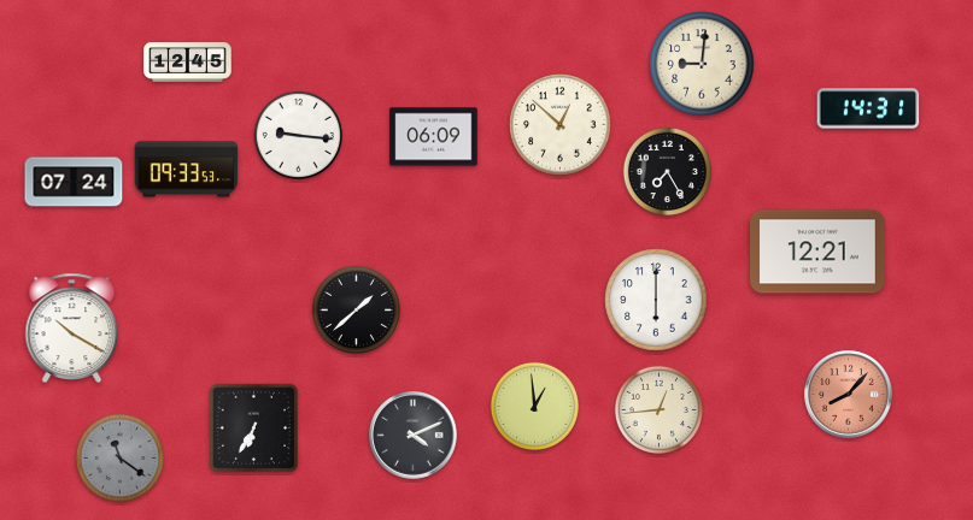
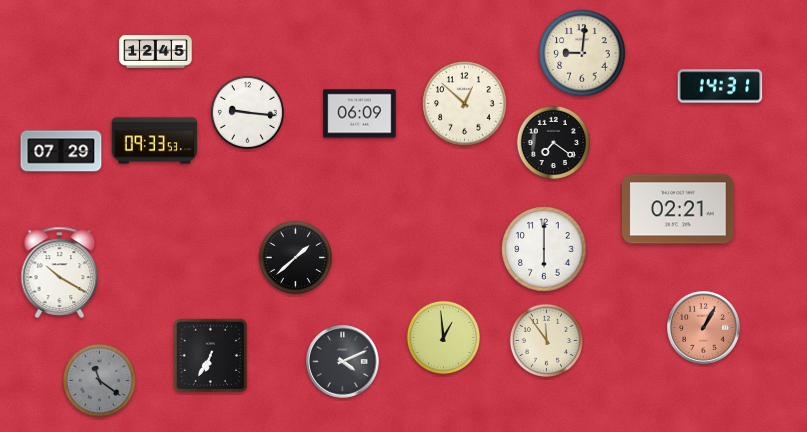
clock at (868, 108) position: (868, 108) -> (720, 86)
clock at (667, 171): 7:25 -> 7:21
clock at (74, 182): 07:24 -> 07:29
clock at (817, 252): 12:21 -> 02:21
clock at (849, 395): 8:07 -> 1:05
clock at (658, 409): 12:44 -> 11:54
